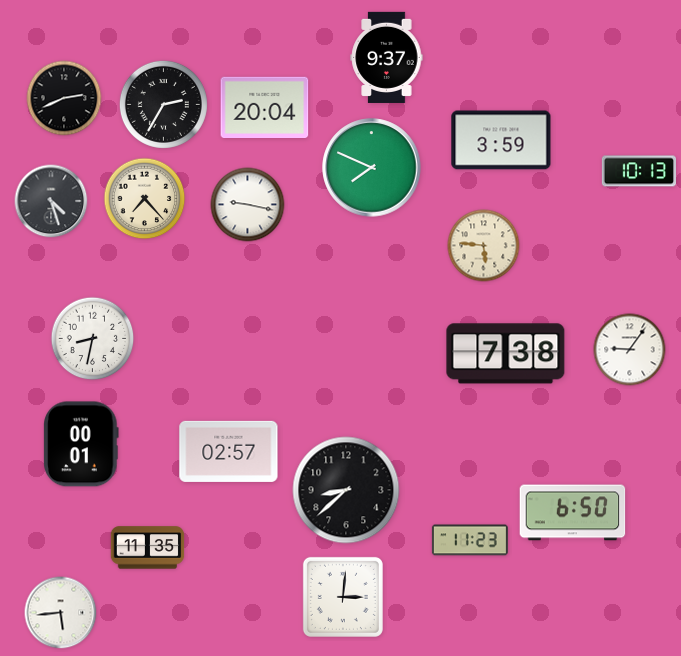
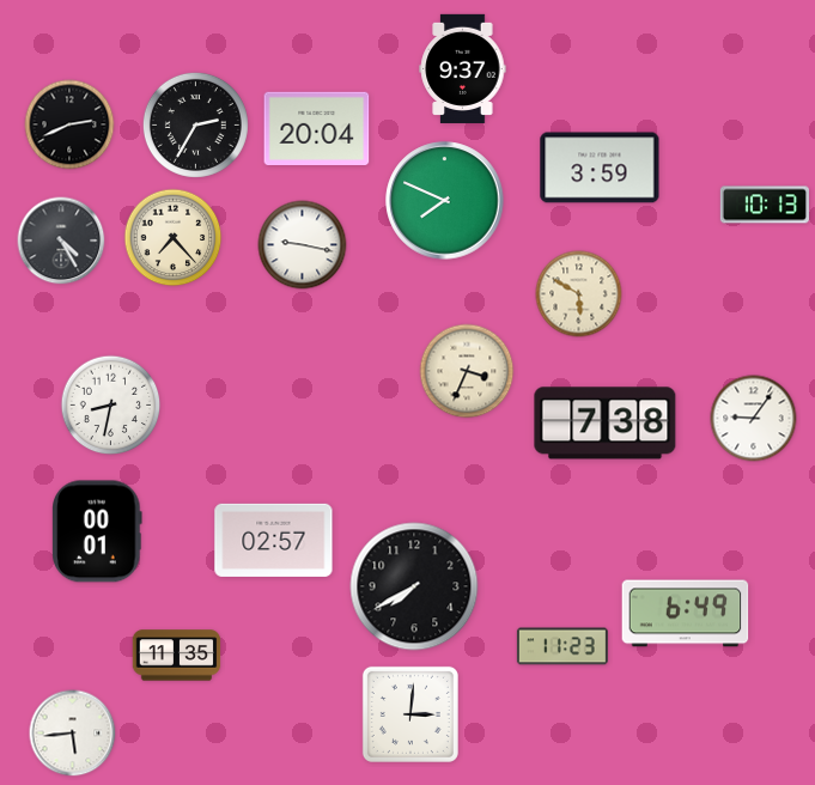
clock at (64, 98) position: (64, 98) -> (69, 124)
clock at (51, 201): 4:27 -> 4:25
clock at (248, 205) position: (248, 205) -> (303, 245)
clock at (484, 246): 5:46 -> 5:50
clock at (467, 371): none -> 3:34
clock at (346, 490): 8:38 -> 7:40
clock at (573, 513): 6:50 -> 6:49
